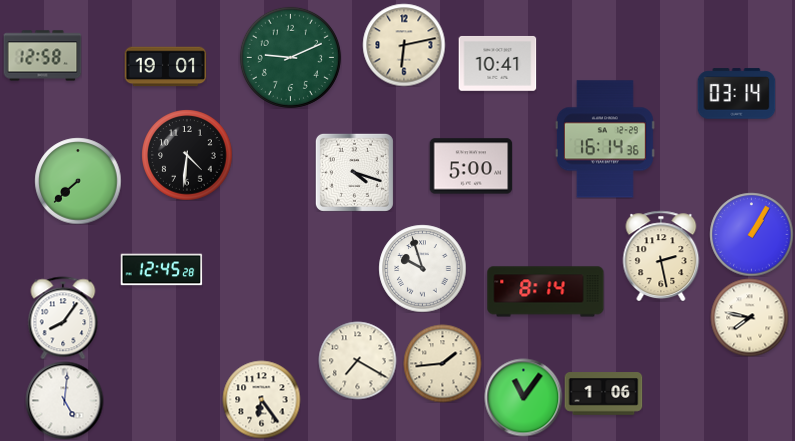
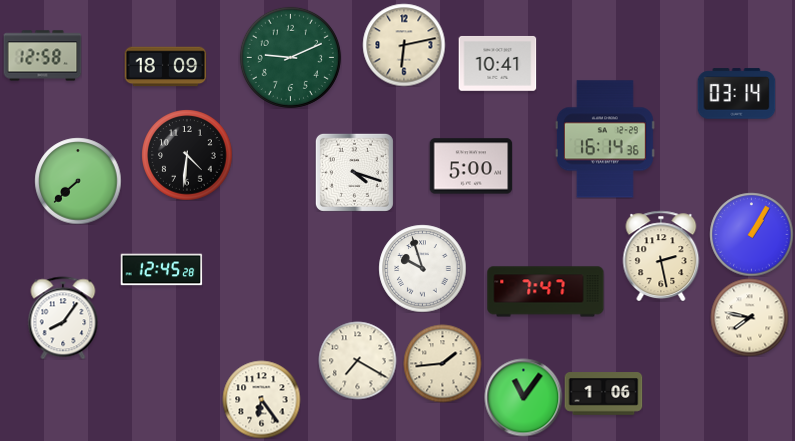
clock at (165, 67): 19:01 -> 18:09
clock at (546, 292): 8:14 -> 7:47
clock at (64, 400): 5:01 -> none
